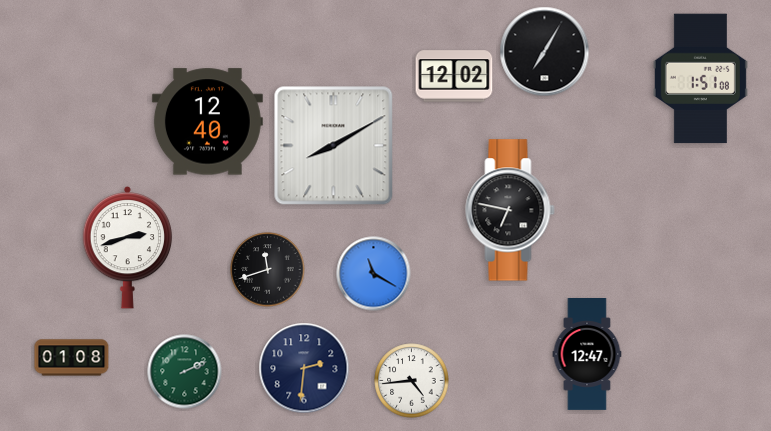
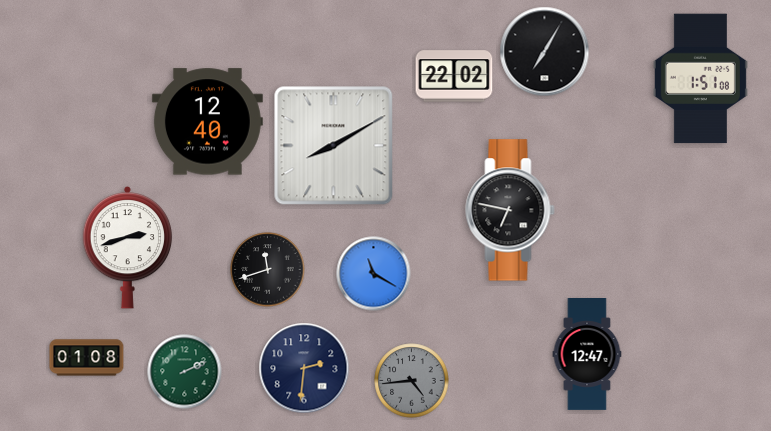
clock at (454, 76): 12:02 -> 22:02
clock at (72, 358) position: (72, 358) -> (87, 358)
clock at (412, 381) dial: white -> grey
